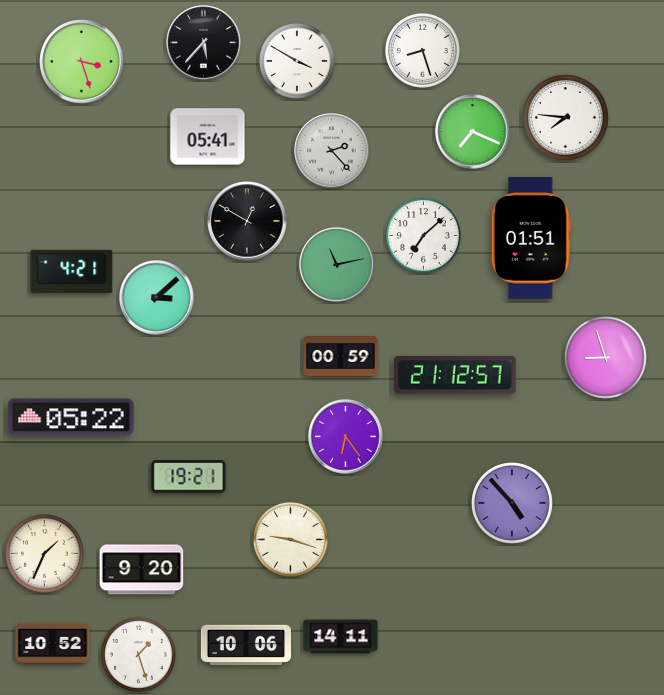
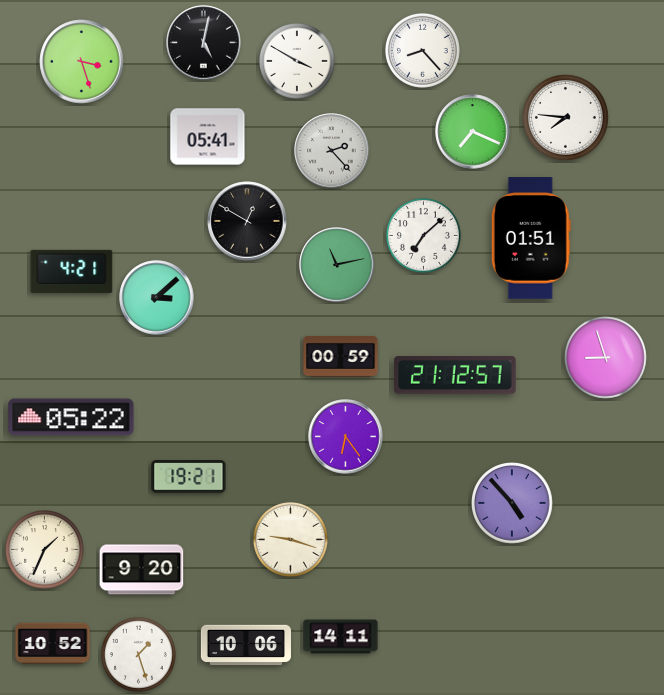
clock at (204, 43): 5:37 -> 5:02
clock at (422, 50): 8:27 -> 8:23
clock at (45, 554) position: (45, 554) -> (45, 550)
